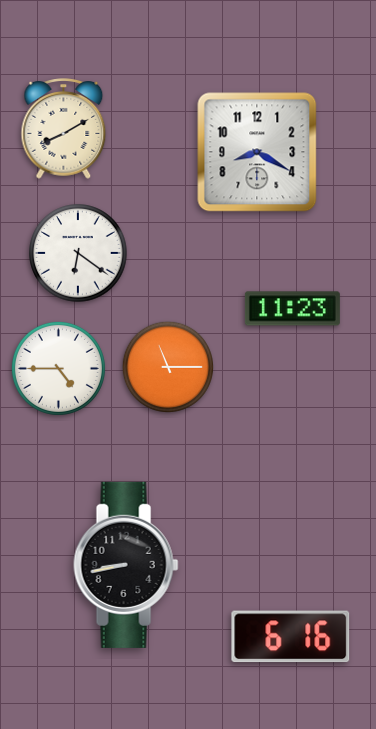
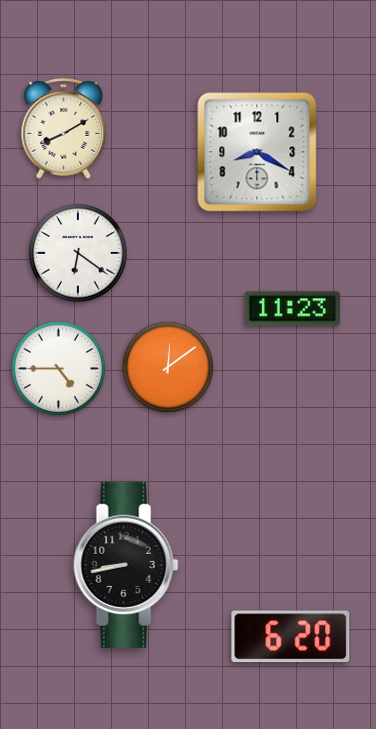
clock at (167, 366): 11:15 -> 12:09
clock at (291, 637): 6:16 -> 6:20
